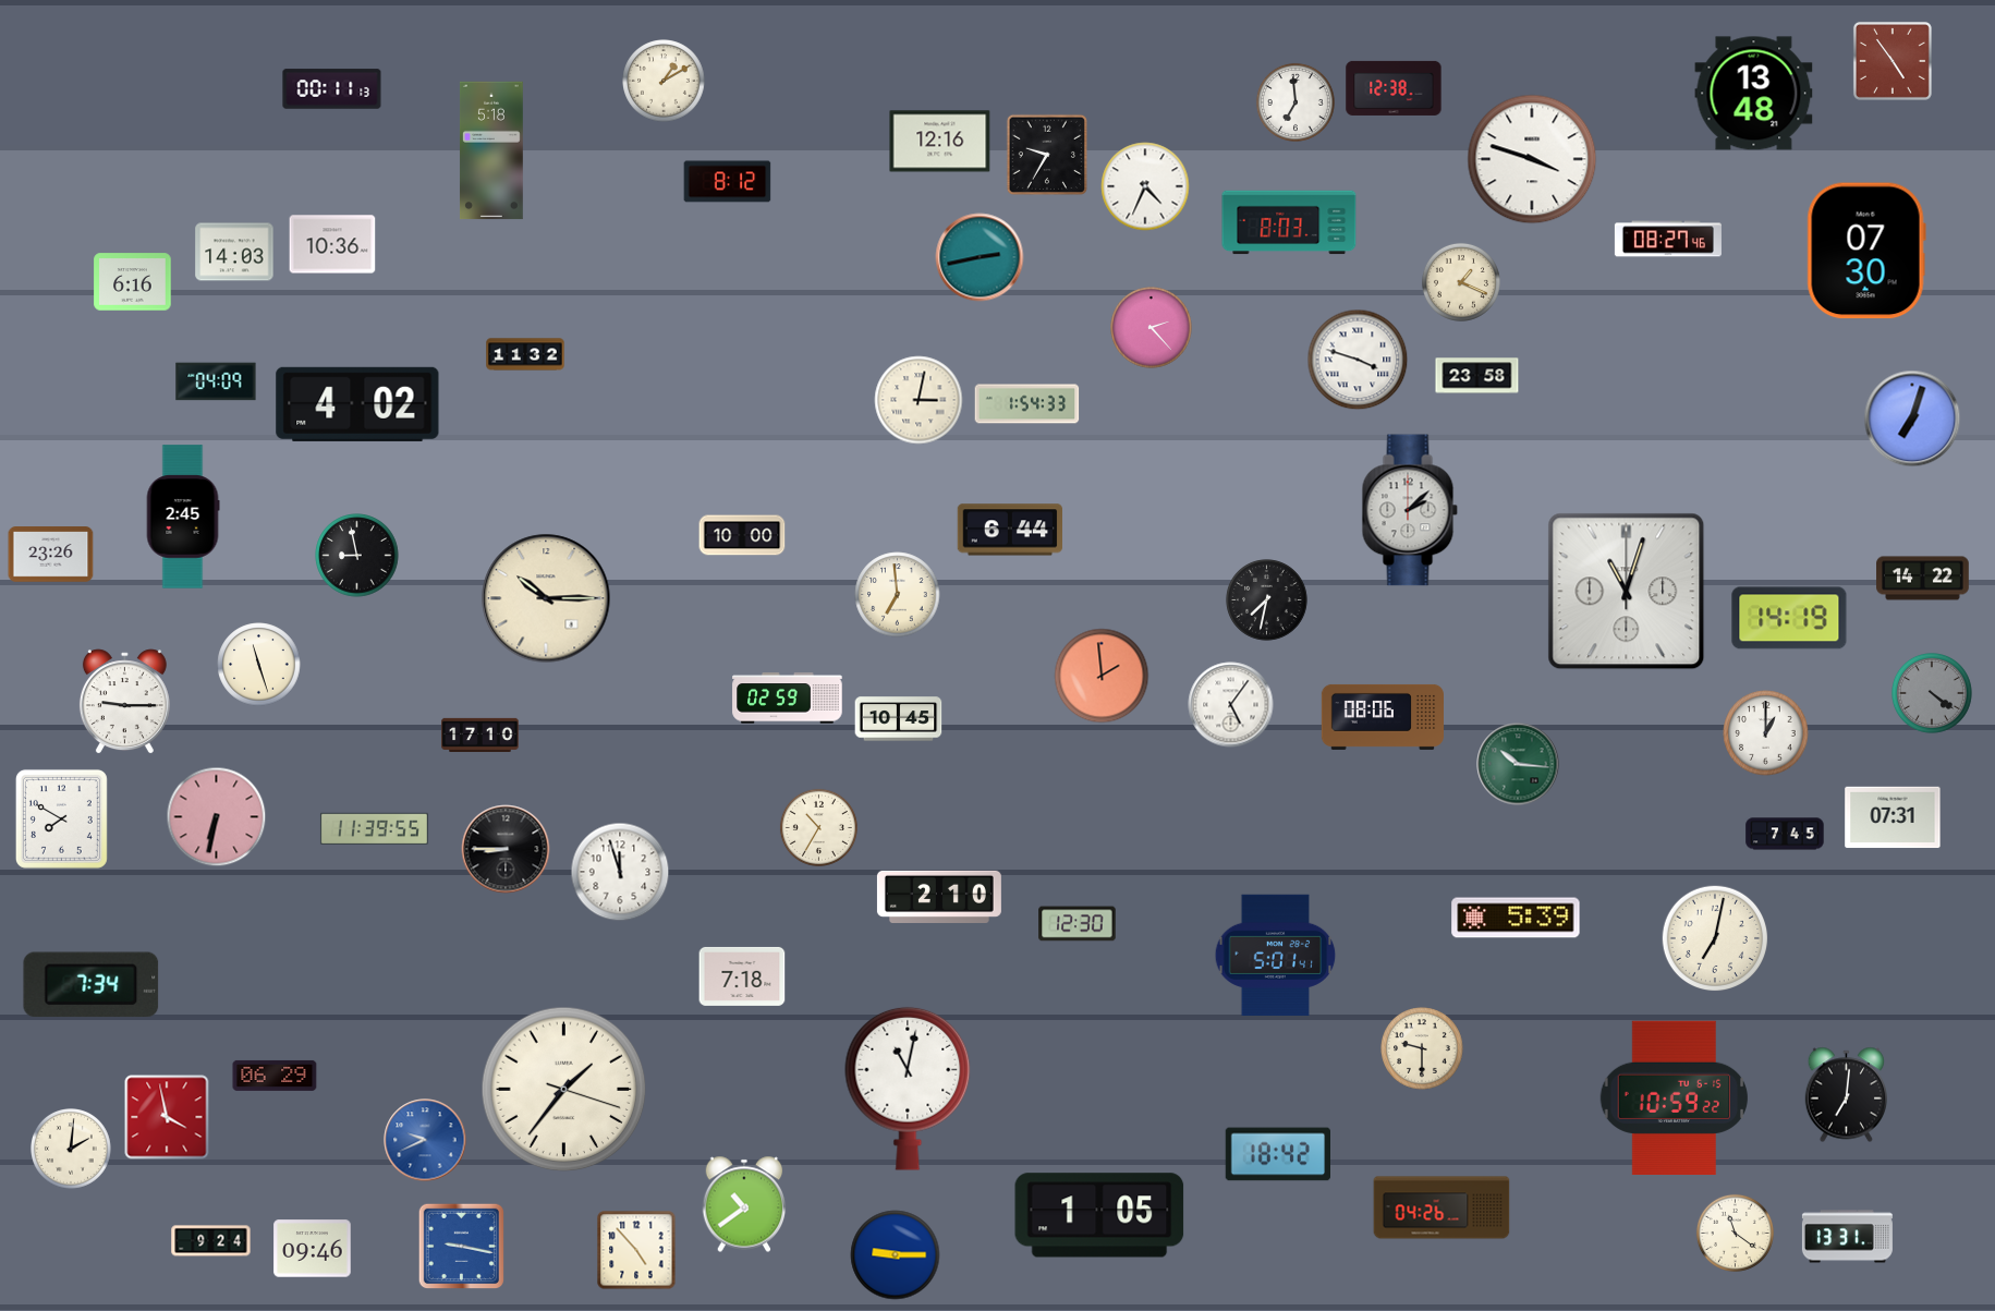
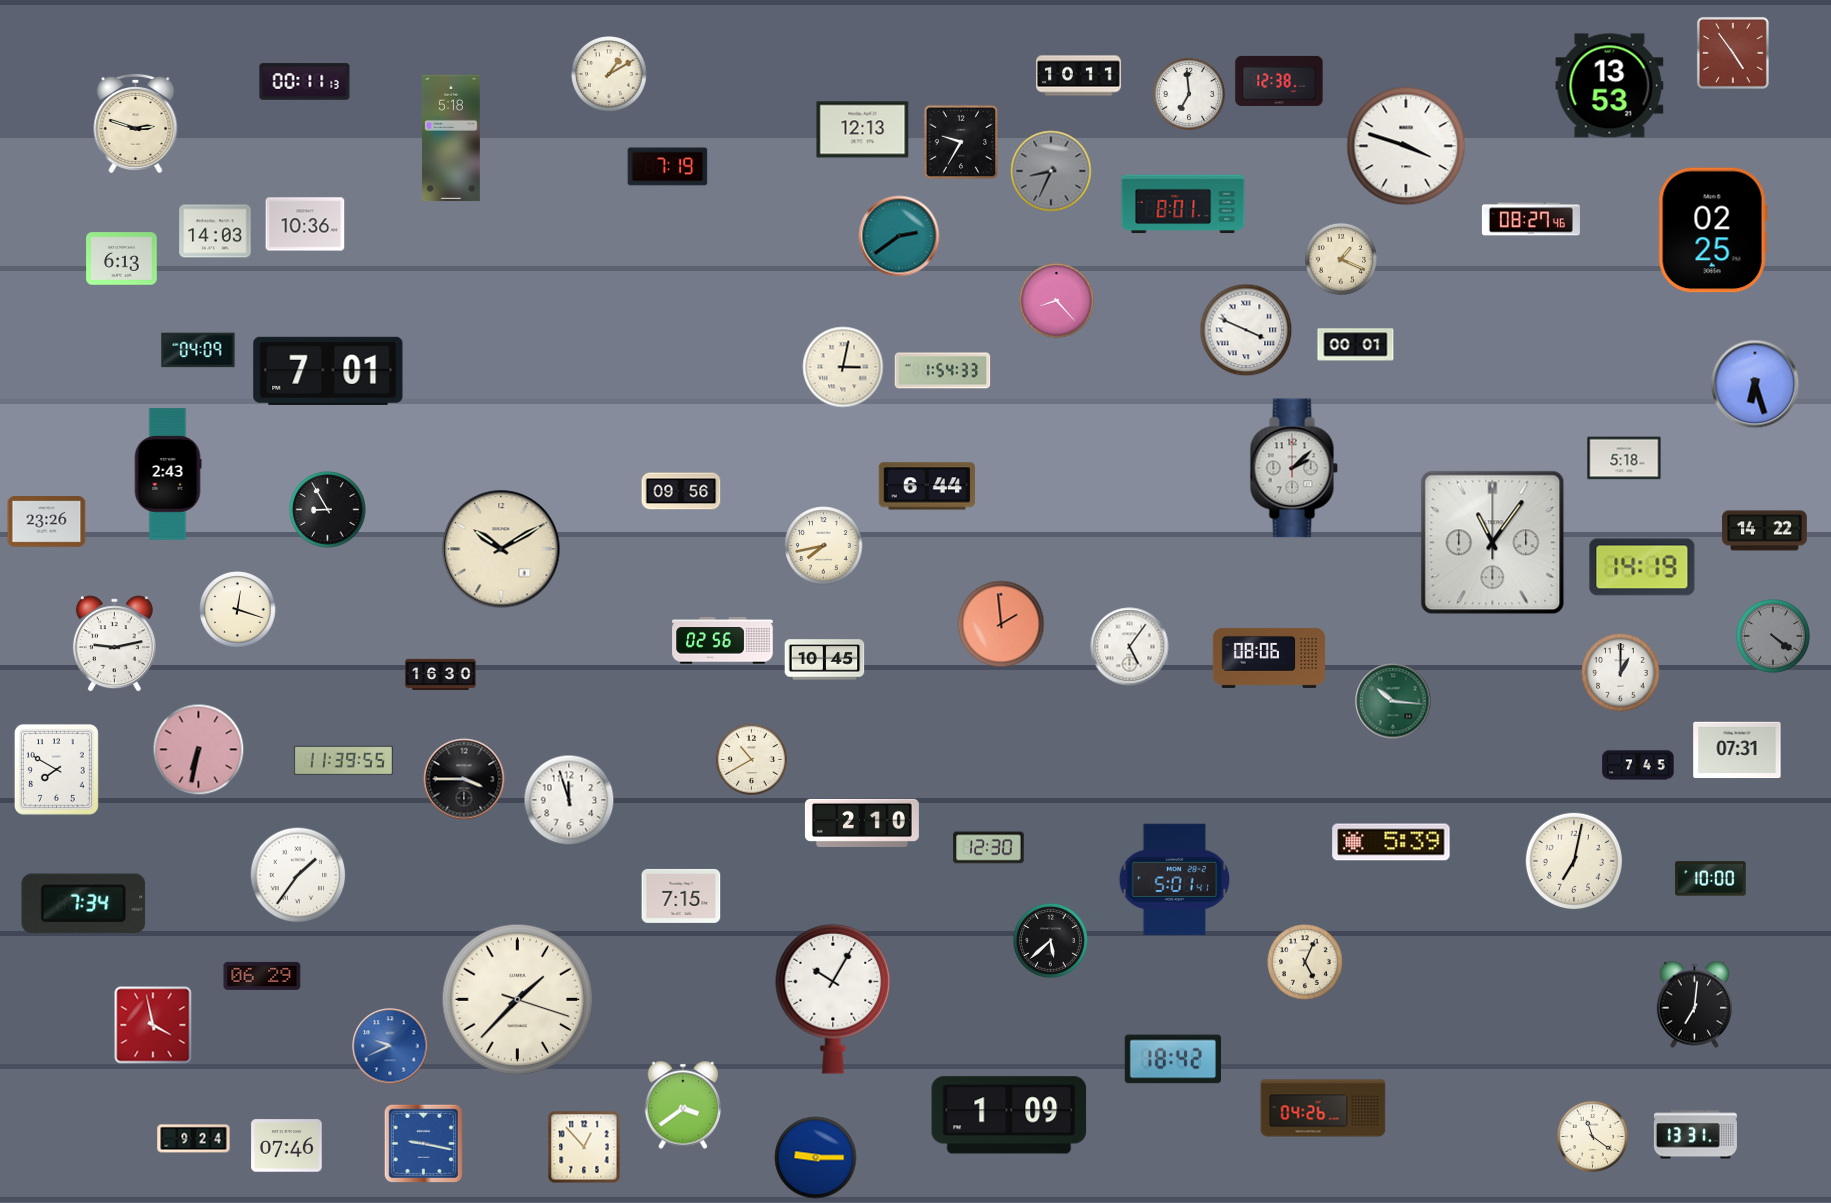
clock at (1893, 61) position: (1893, 61) -> (1733, 53)
clock at (1079, 76): none -> 10:11
clock at (1754, 94): 13:48 -> 13:53
clock at (136, 123): none -> 2:48
clock at (940, 142): 12:16 -> 12:13
clock at (728, 182): 8:12 -> 7:19
clock at (1145, 186): 4:34 -> 8:34
clock at (1145, 186) dial: white -> grey
clock at (1289, 222): 8:03 -> 8:01
clock at (1866, 251): 07:30 -> 02:25
clock at (980, 257): 2:43 -> 2:39
clock at (133, 282): 6:16 -> 6:13
clock at (1152, 328): 2:23 -> 8:23
clock at (525, 354): 11:32 -> none
clock at (1358, 360): 3:48 -> 3:49
clock at (1477, 376): 23:58 -> 00:01
clock at (357, 404): 4:02 -> 7:01
clock at (1912, 418): 7:03 -> 6:27
clock at (1624, 458): none -> 5:18
clock at (183, 517): 2:45 -> 2:43
clock at (742, 535): 10:00 -> 09:56
clock at (51, 555) position: (51, 555) -> (47, 522)
clock at (357, 556): 8:58 -> 8:55
clock at (1627, 592): 11:03 -> 11:06
clock at (898, 595): 6:59 -> 7:43
clock at (546, 598): 10:15 -> 10:10
clock at (1267, 600): 7:32 -> none
clock at (259, 665): 11:27 -> 12:18
clock at (1102, 676) position: (1102, 676) -> (1001, 624)
clock at (788, 699): 02:59 -> 02:56
clock at (124, 702): 9:15 -> 9:13
clock at (480, 735): 17:10 -> 16:30
clock at (61, 818) position: (61, 818) -> (56, 769)
clock at (818, 827): 10:35 -> 10:40
clock at (506, 849): 8:45 -> 3:45
clock at (298, 875): none -> 1:36
clock at (1276, 956) position: (1276, 956) -> (1175, 880)
clock at (1711, 879): none -> 10:00
clock at (742, 976): 7:18 -> 7:15
clock at (1051, 941): none -> 5:38
clock at (1422, 1048): 9:30 -> 5:04
clock at (275, 1076) position: (275, 1076) -> (262, 976)
clock at (908, 1089): 11:02 -> 10:05
clock at (564, 1090): 1:36 -> 1:37
clock at (1674, 1097): 10:59 -> none
clock at (72, 1150): 2:01 -> none
clock at (744, 1204): 10:39 -> 3:39
clock at (1099, 1215): 1:05 -> 1:09
clock at (1735, 1233) position: (1735, 1233) -> (1592, 1136)
clock at (313, 1249): 09:46 -> 07:46
clock at (636, 1250): 4:53 -> 12:53
clock at (896, 1255) position: (896, 1255) -> (816, 1158)
